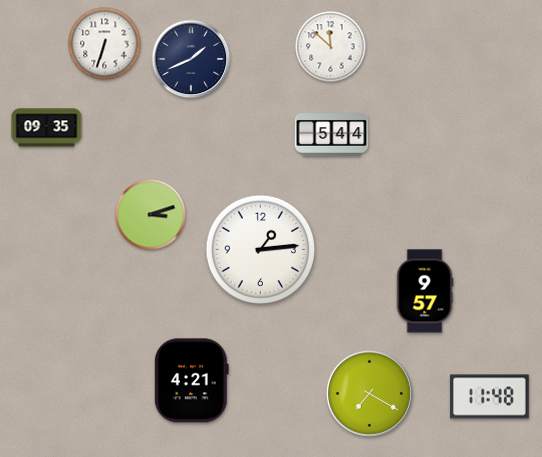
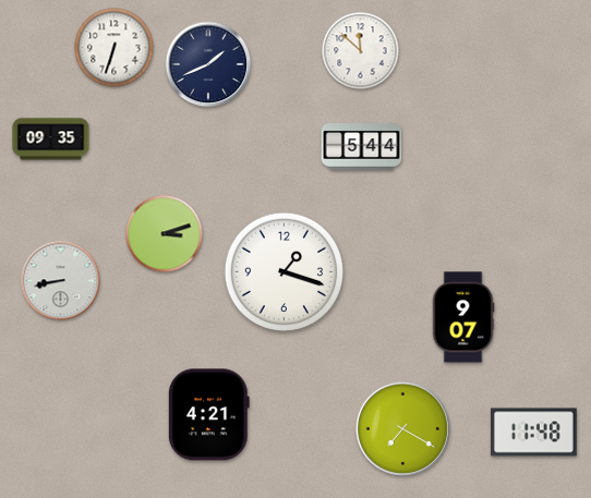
clock at (260, 249): 1:14 -> 1:18
clock at (61, 281): none -> 8:43
clock at (425, 291): 9:57 -> 9:07
